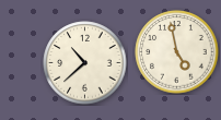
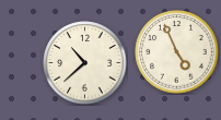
clock at (177, 52): 4:58 -> 4:56
